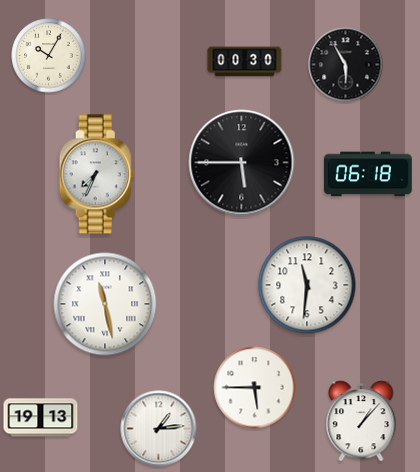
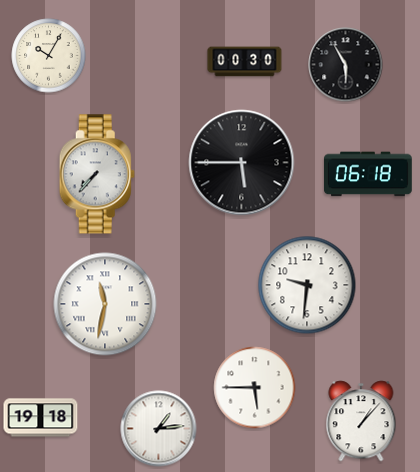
clock at (97, 174): 7:34 -> 7:37
clock at (307, 285): 11:31 -> 9:31
clock at (105, 304): 11:28 -> 11:32
clock at (41, 418): 19:13 -> 19:18
